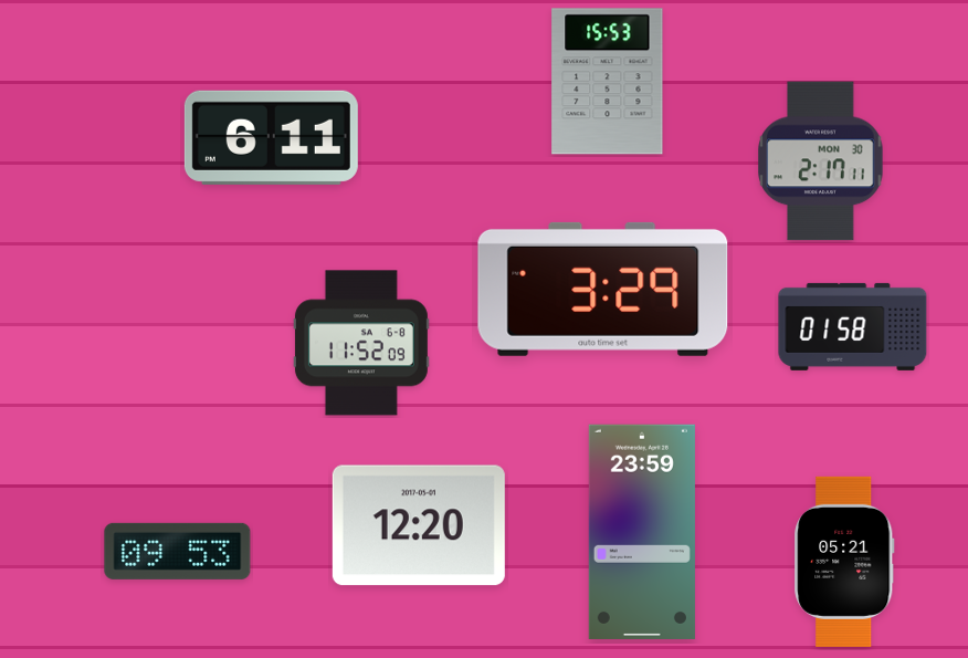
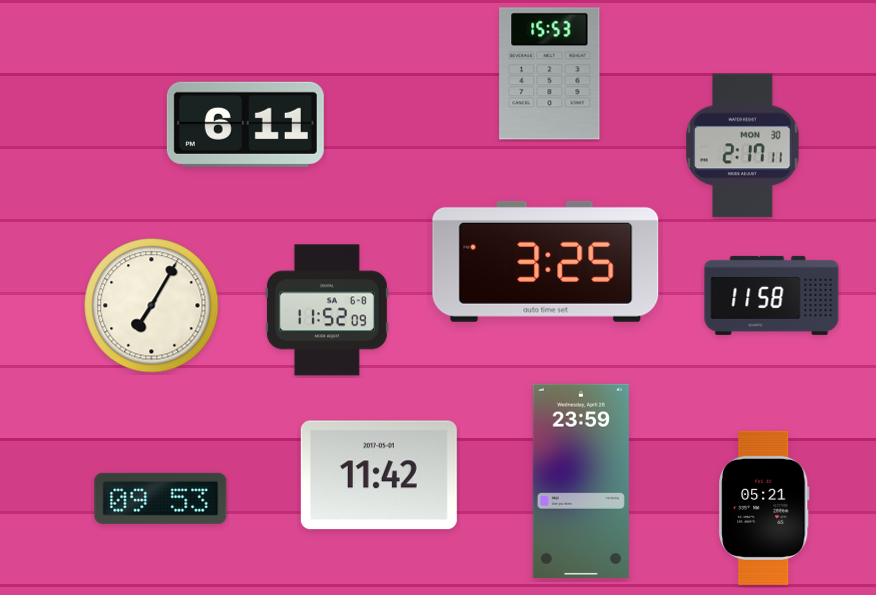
clock at (603, 289): 3:29 -> 3:25
clock at (853, 326): 01:58 -> 11:58
clock at (152, 306): none -> 7:05
clock at (419, 525): 12:20 -> 11:42
